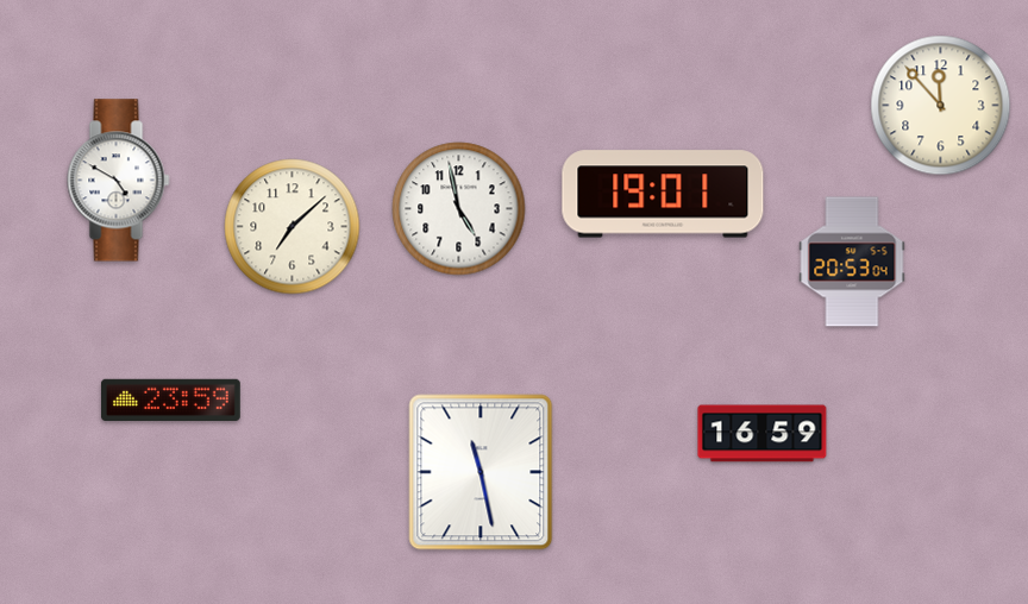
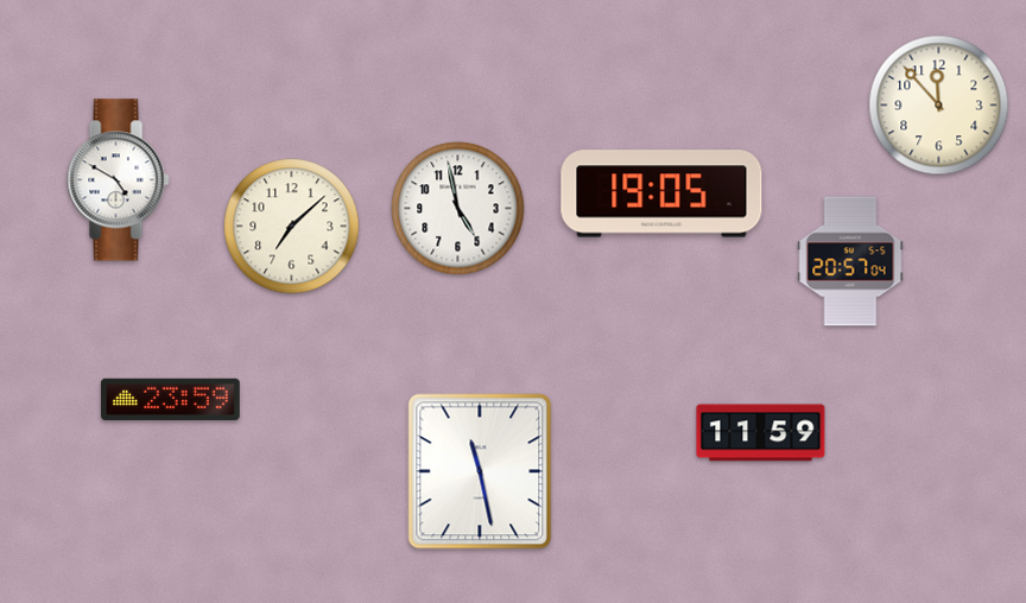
clock at (663, 194): 19:01 -> 19:05
clock at (852, 262): 20:53 -> 20:57
clock at (763, 434): 16:59 -> 11:59
